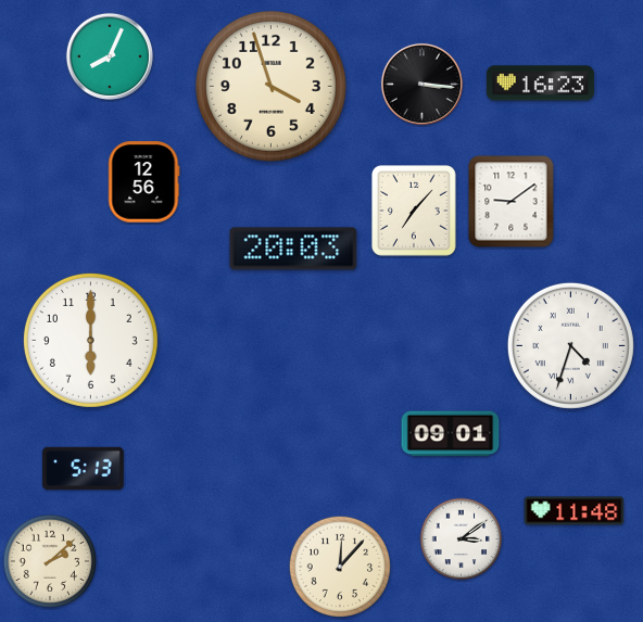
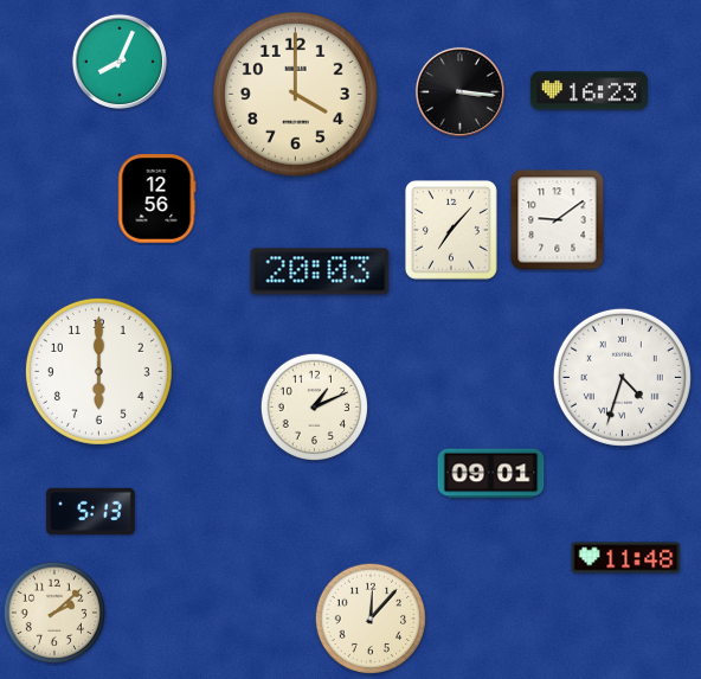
clock at (270, 86): 3:57 -> 4:00
clock at (315, 408): none -> 1:11
clock at (462, 540): 3:09 -> none
